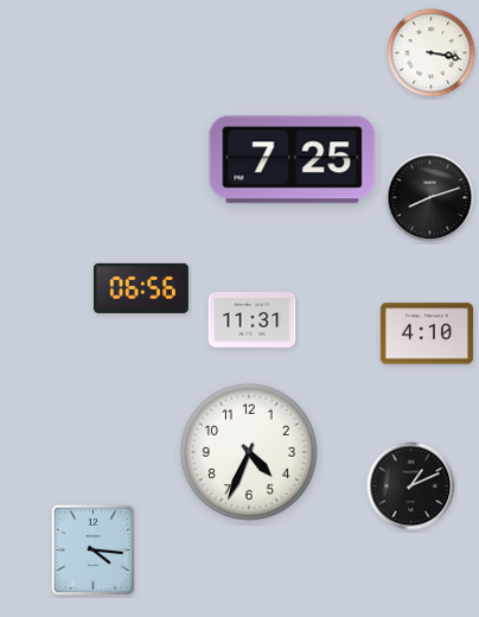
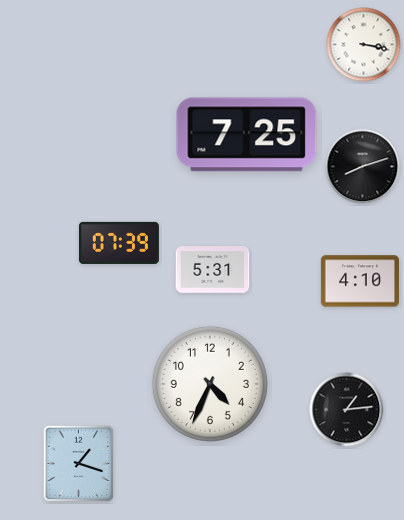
clock at (141, 288): 06:56 -> 07:39
clock at (253, 320): 11:31 -> 5:31
clock at (249, 452) position: (249, 452) -> (210, 384)
clock at (411, 486): 1:11 -> 1:14
clock at (94, 551): 4:16 -> 1:18
